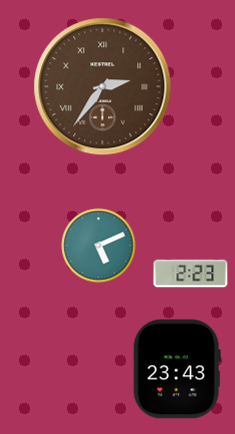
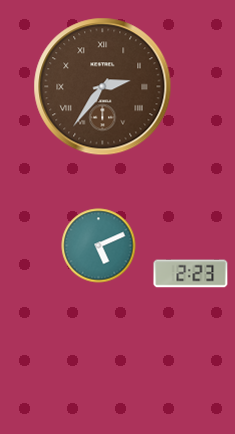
clock at (177, 369): 23:43 -> none
